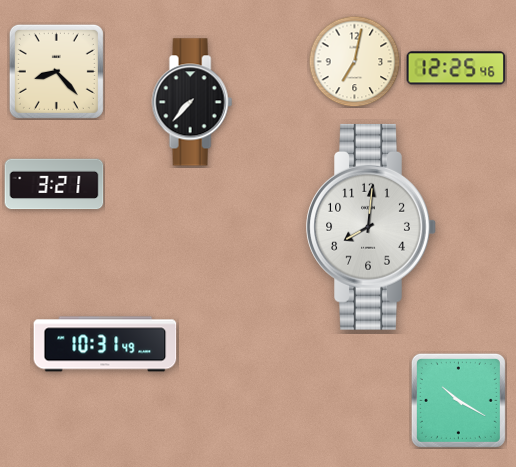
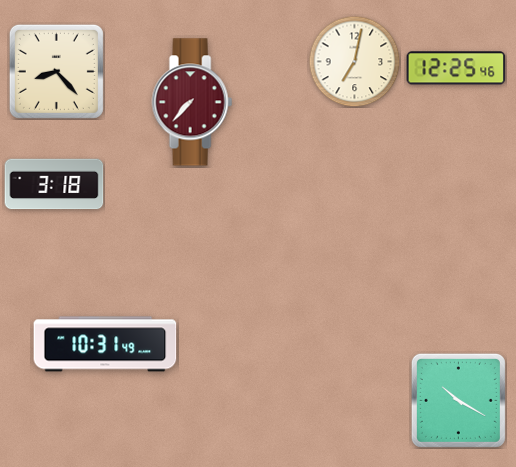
clock at (192, 102) dial: black -> burgundy
clock at (54, 184): 3:21 -> 3:18
clock at (371, 227): 8:01 -> none
